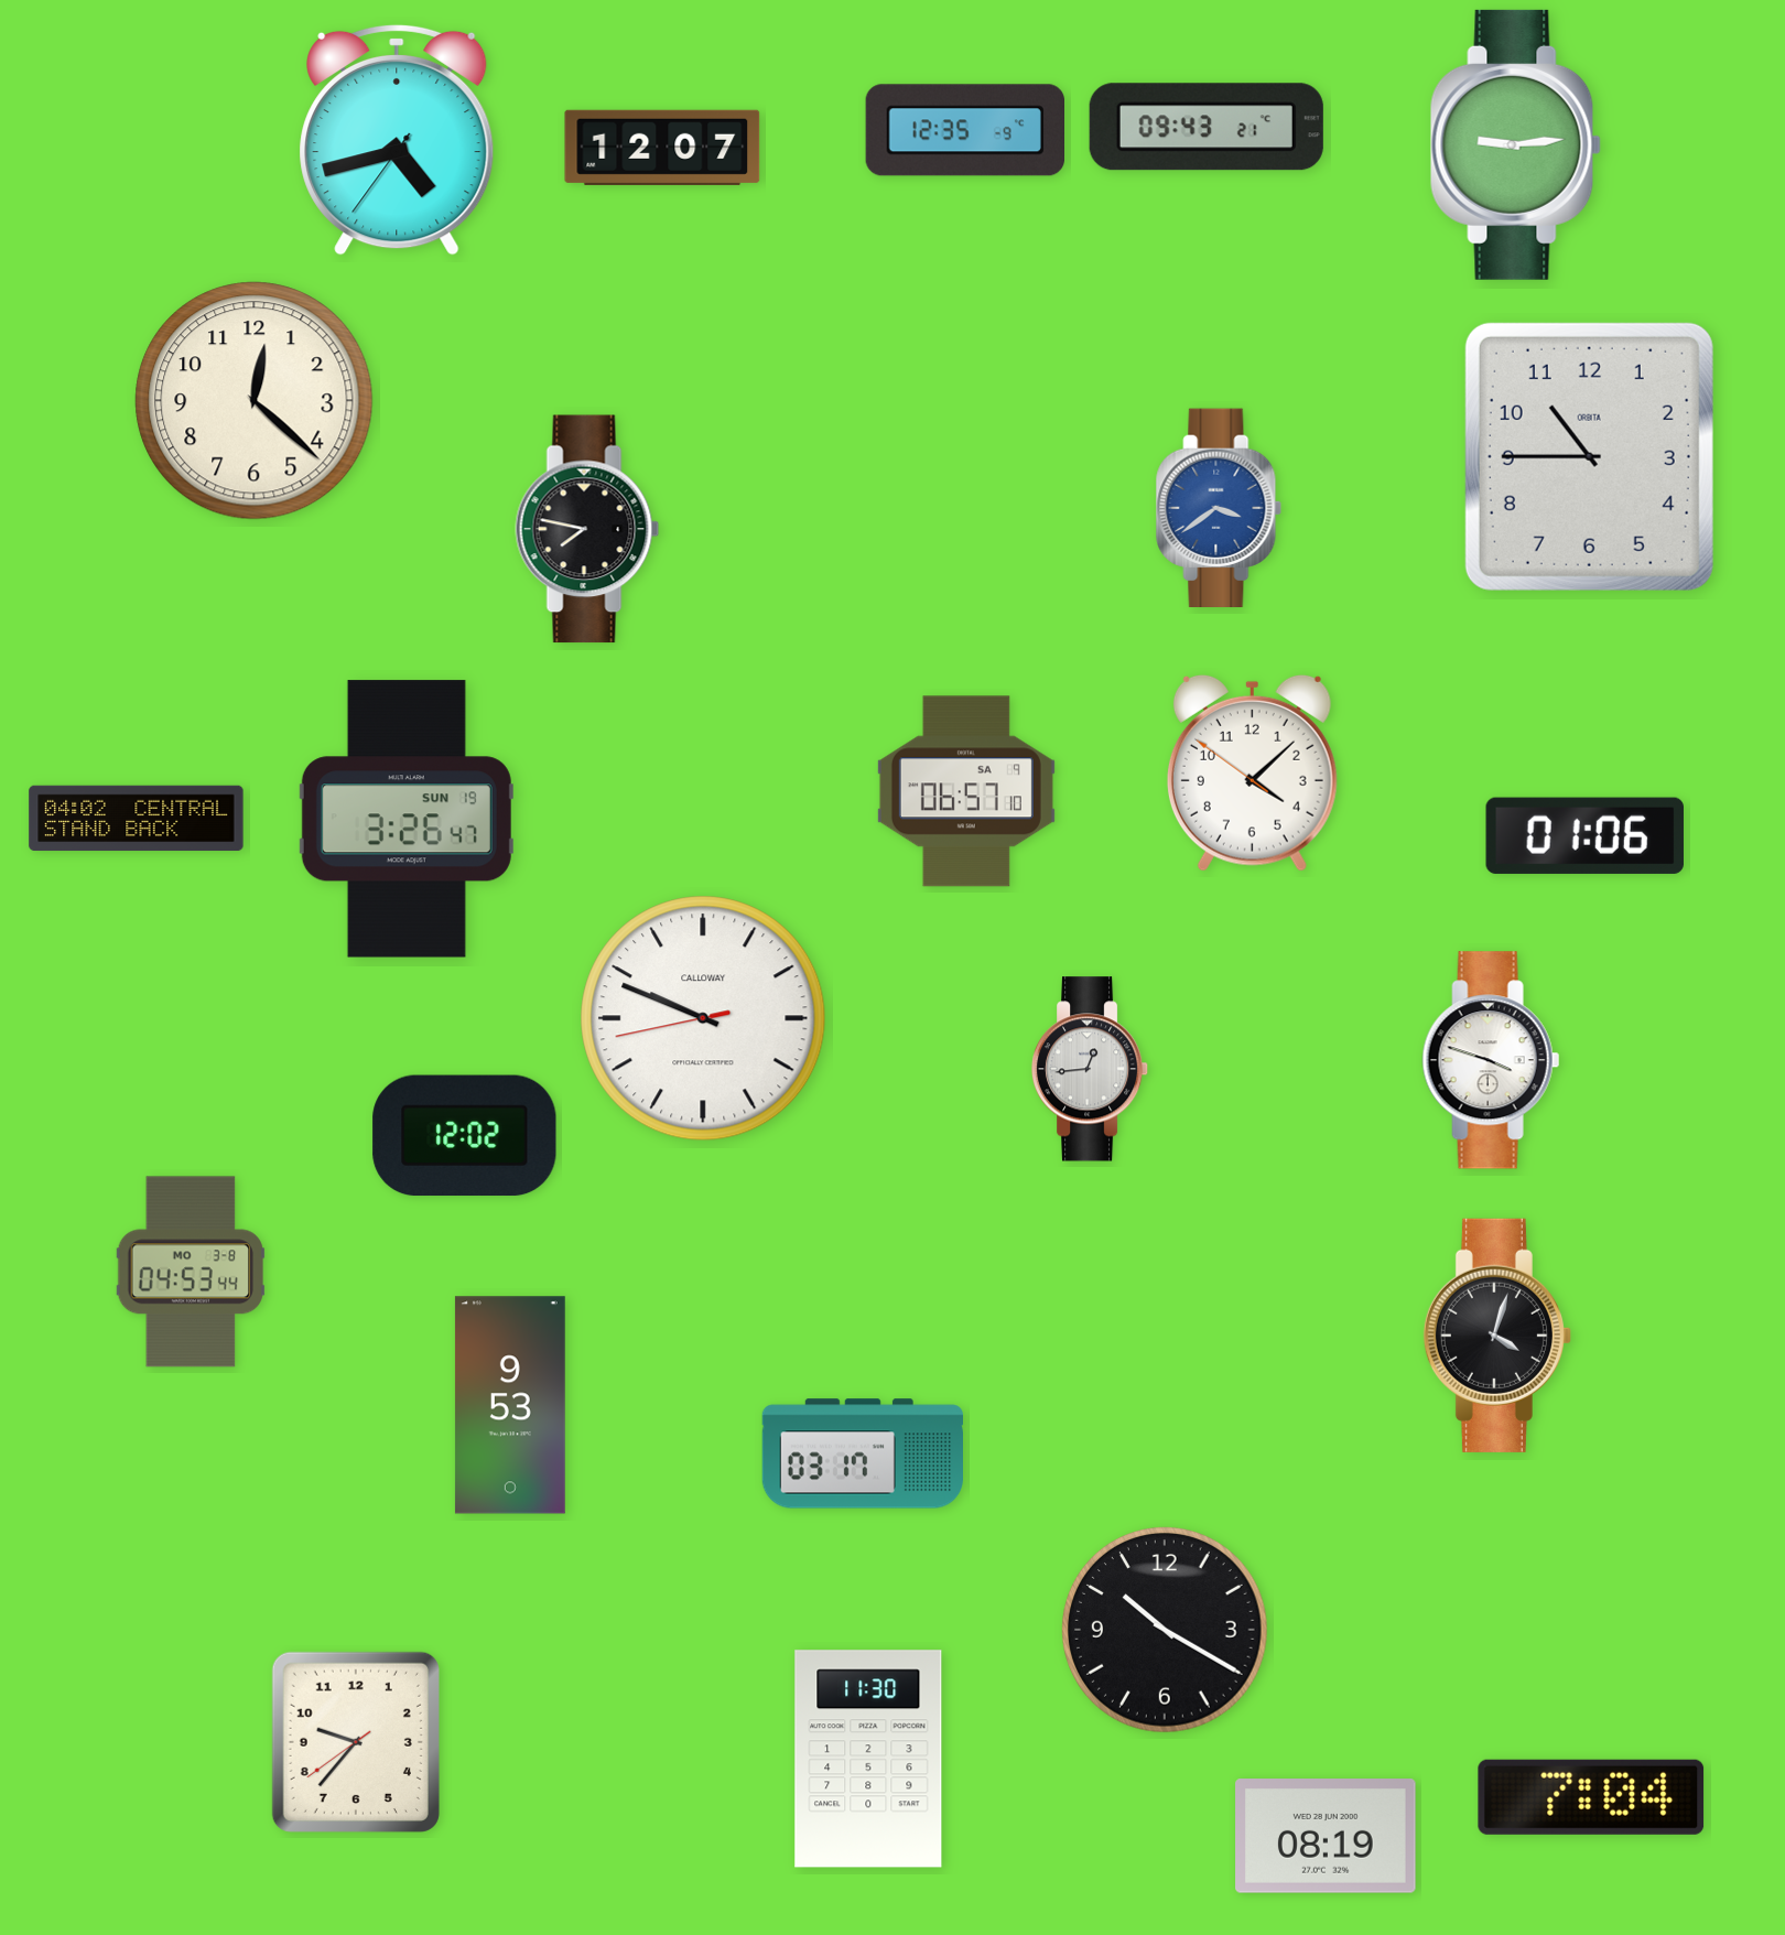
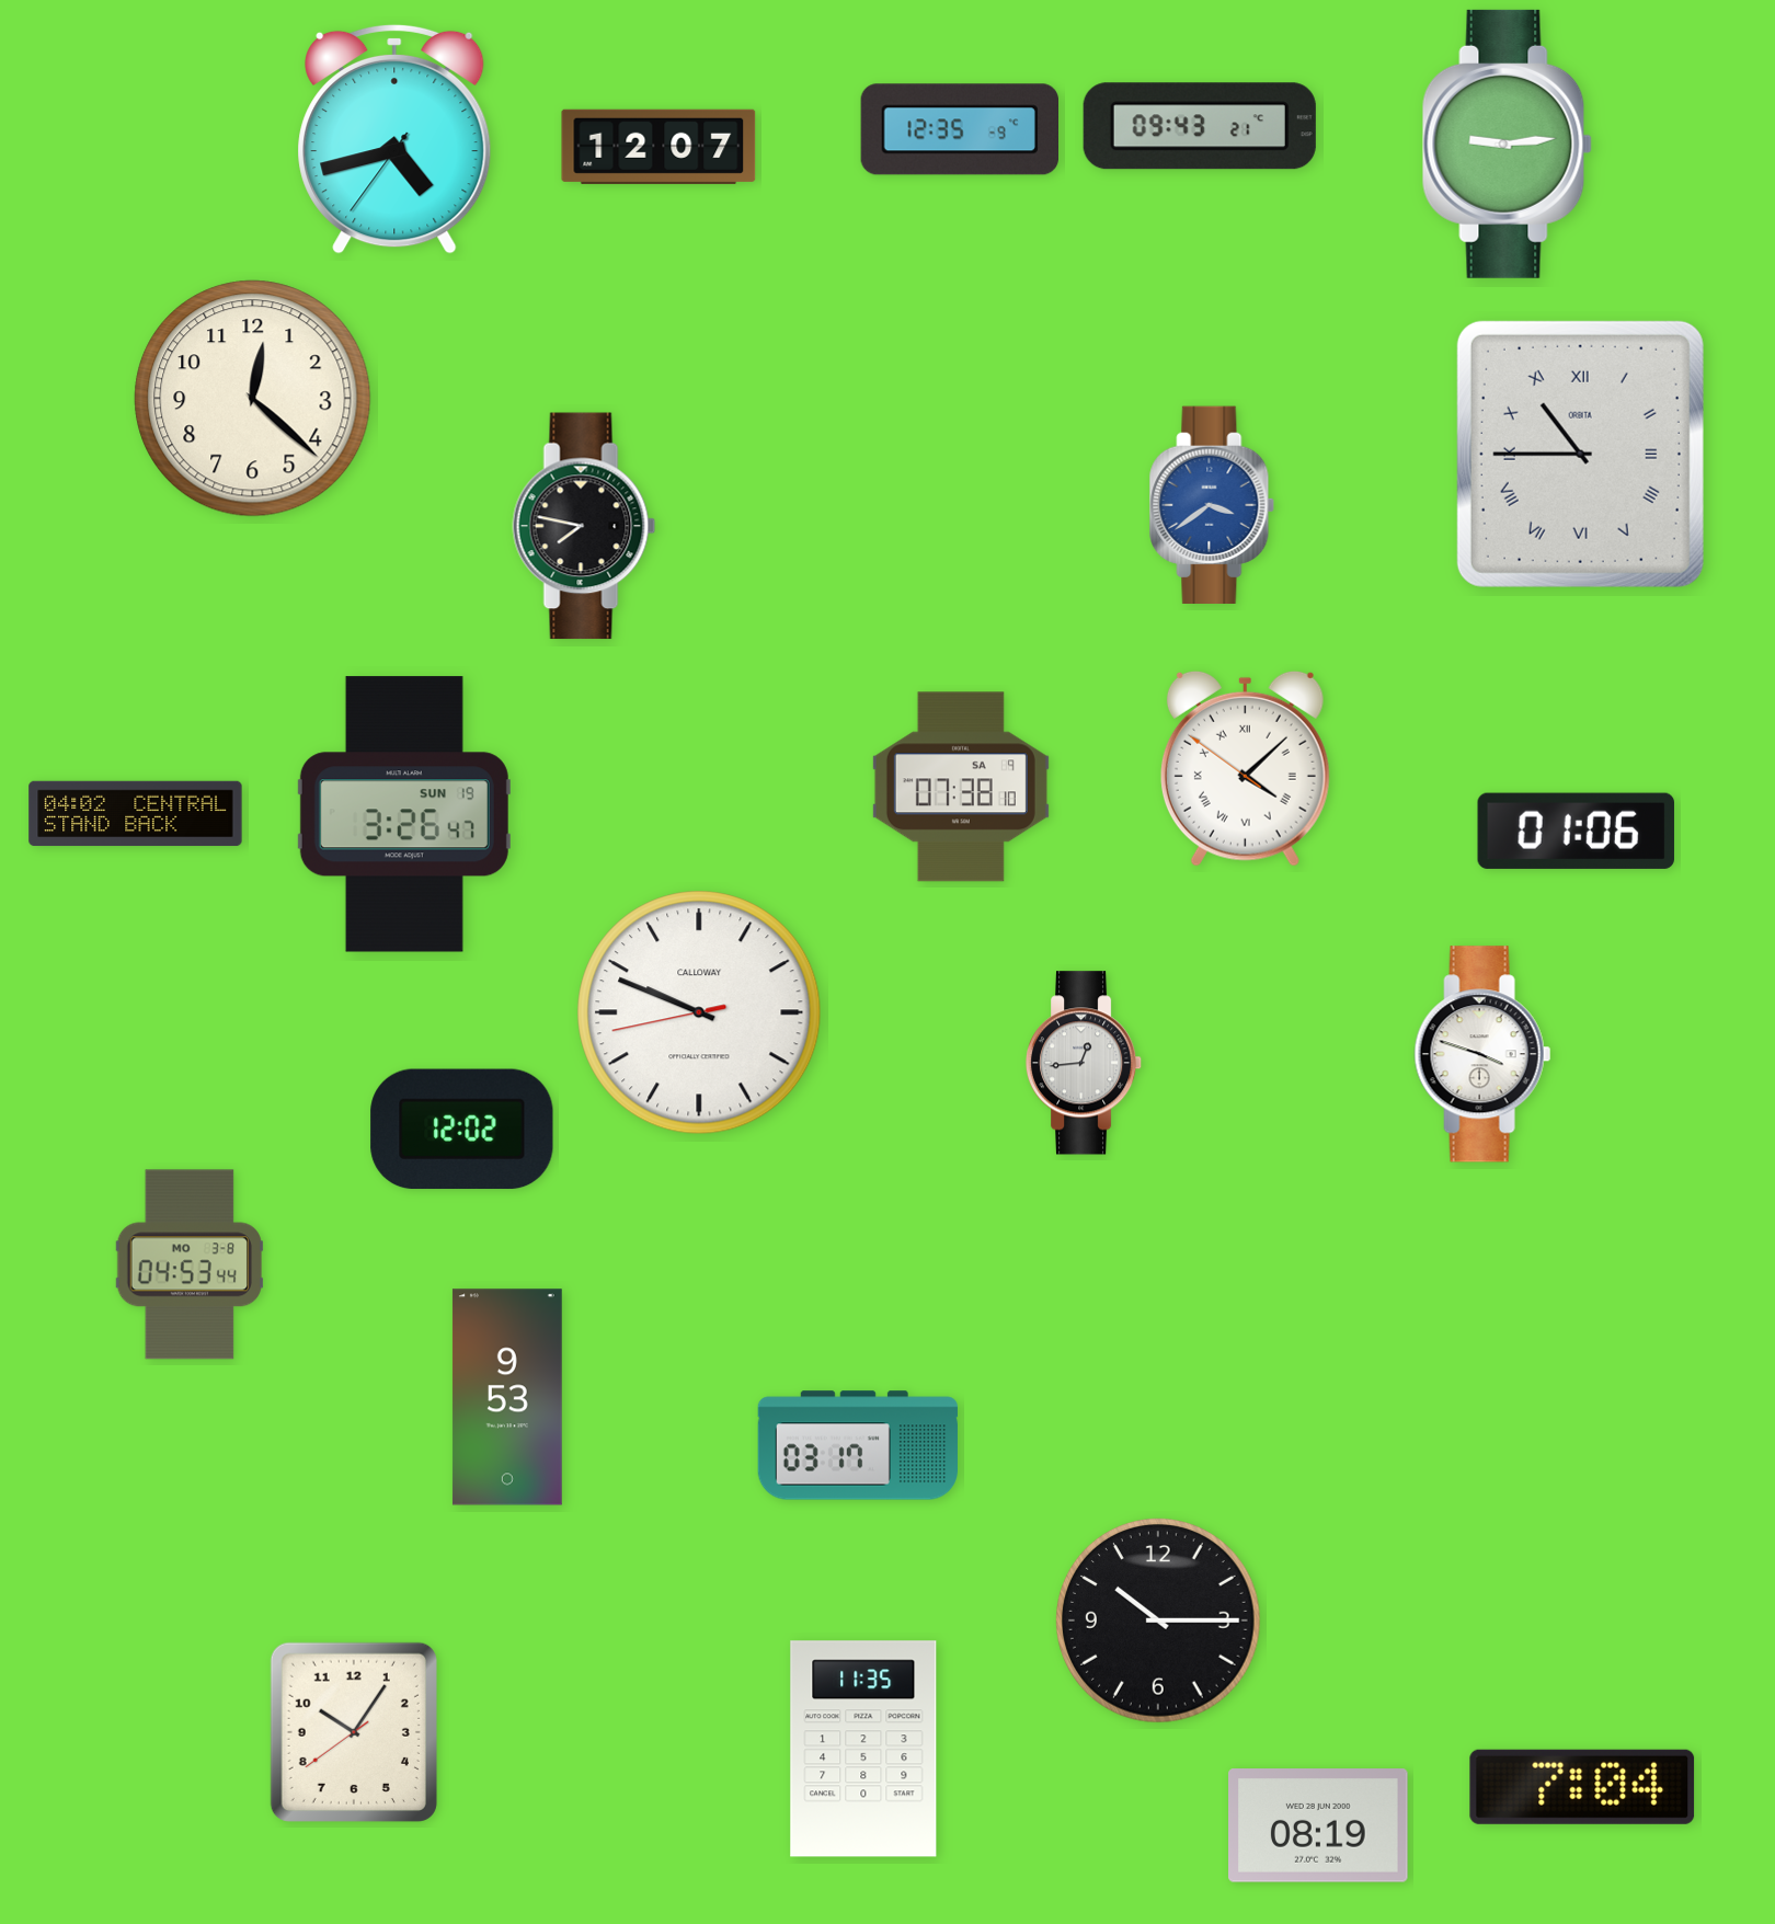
clock at (1589, 456) numerals: Arabic -> Roman
clock at (1252, 772) numerals: Arabic -> Roman
clock at (966, 791): 06:57 -> 07:38
clock at (1497, 1336): 4:03 -> none
clock at (1165, 1630): 10:20 -> 10:15
clock at (356, 1742): 9:36 -> 10:05
clock at (868, 1759): 11:30 -> 11:35
